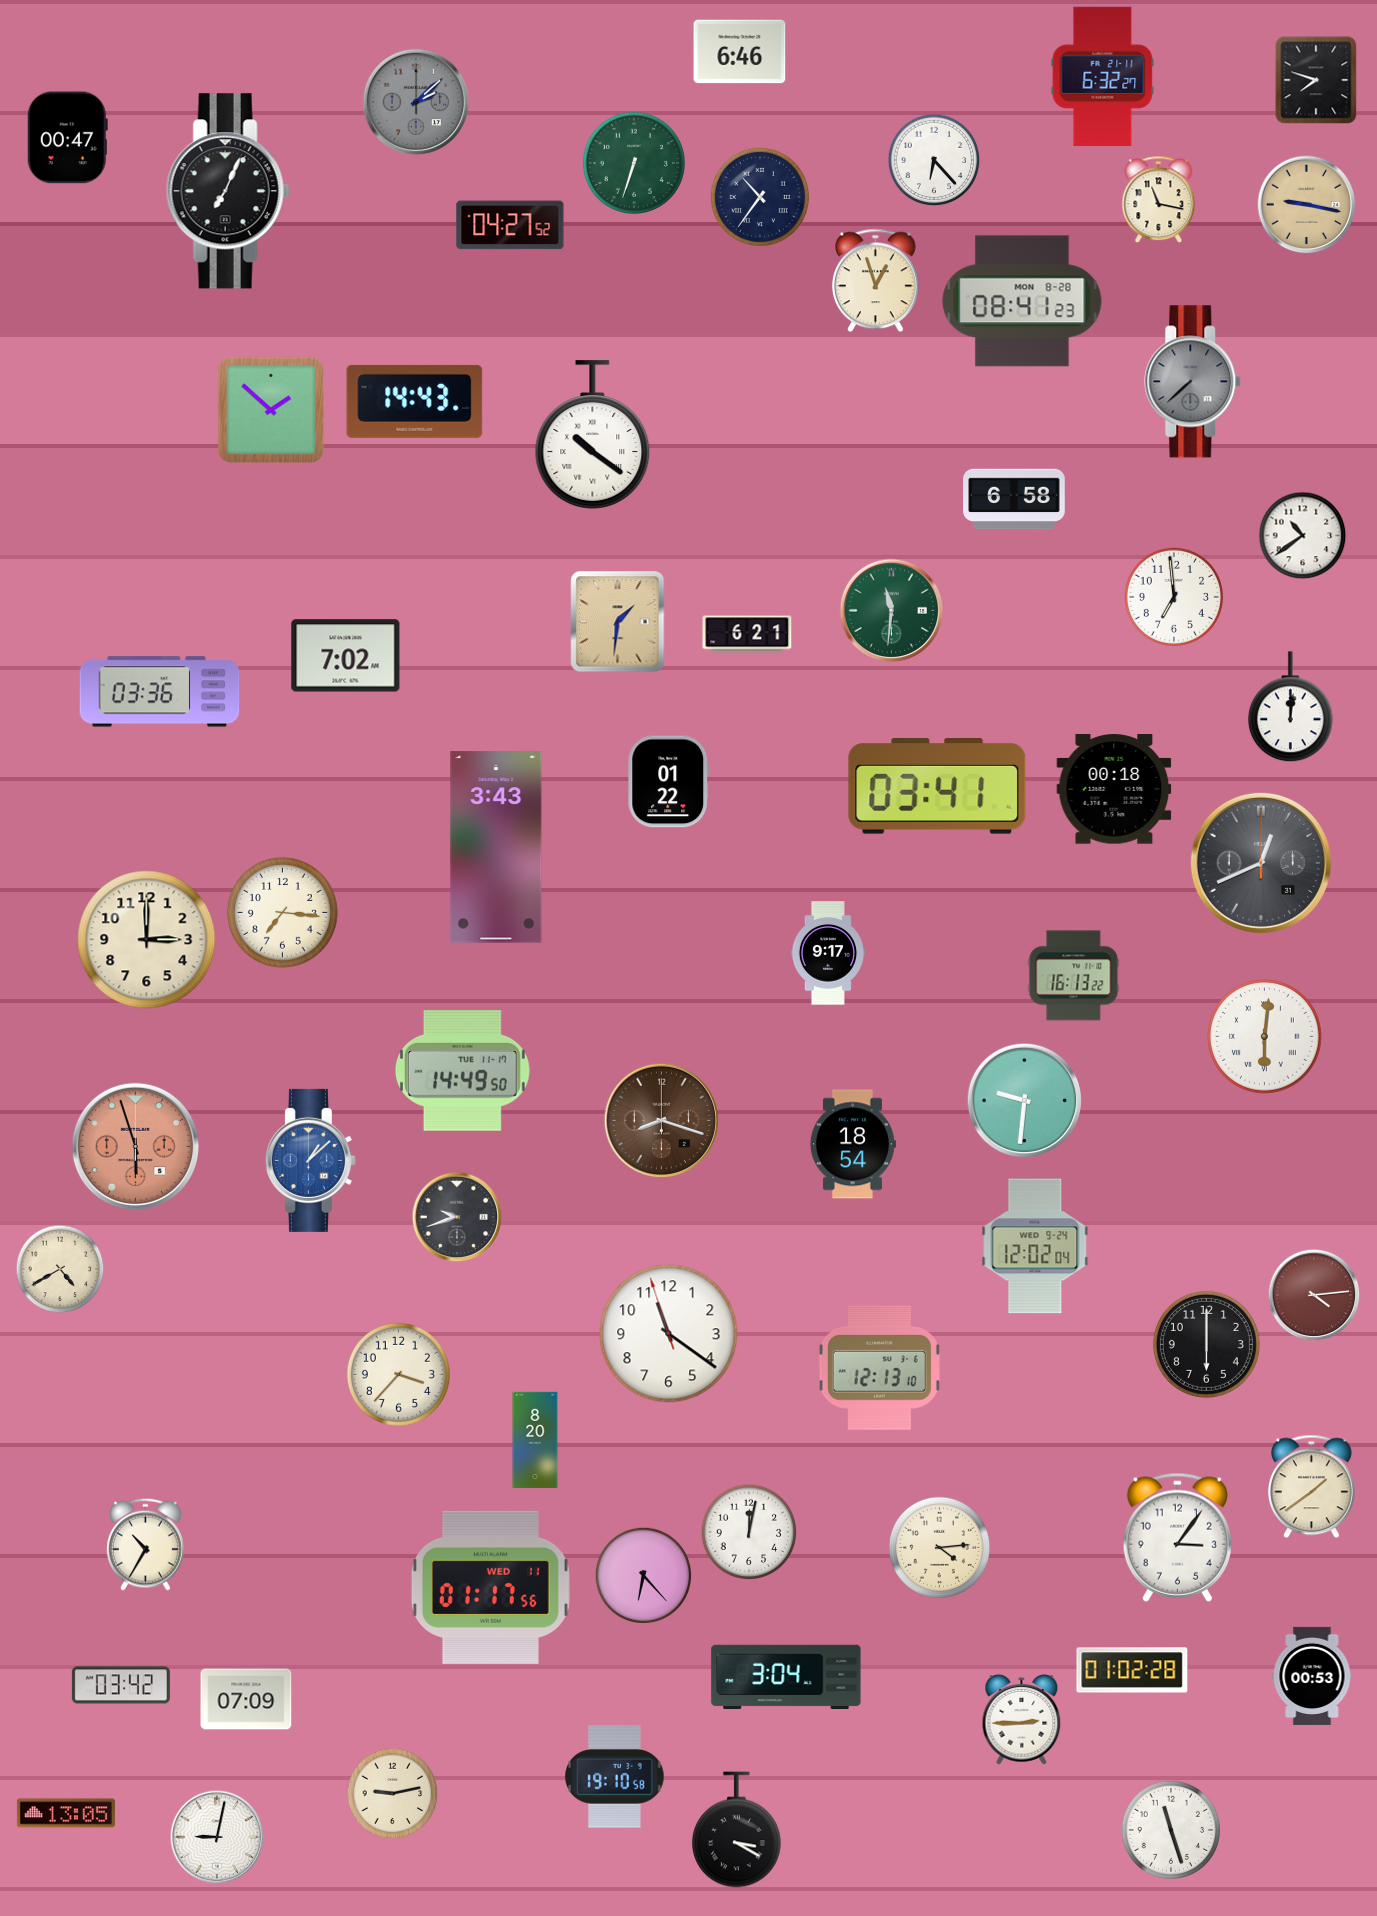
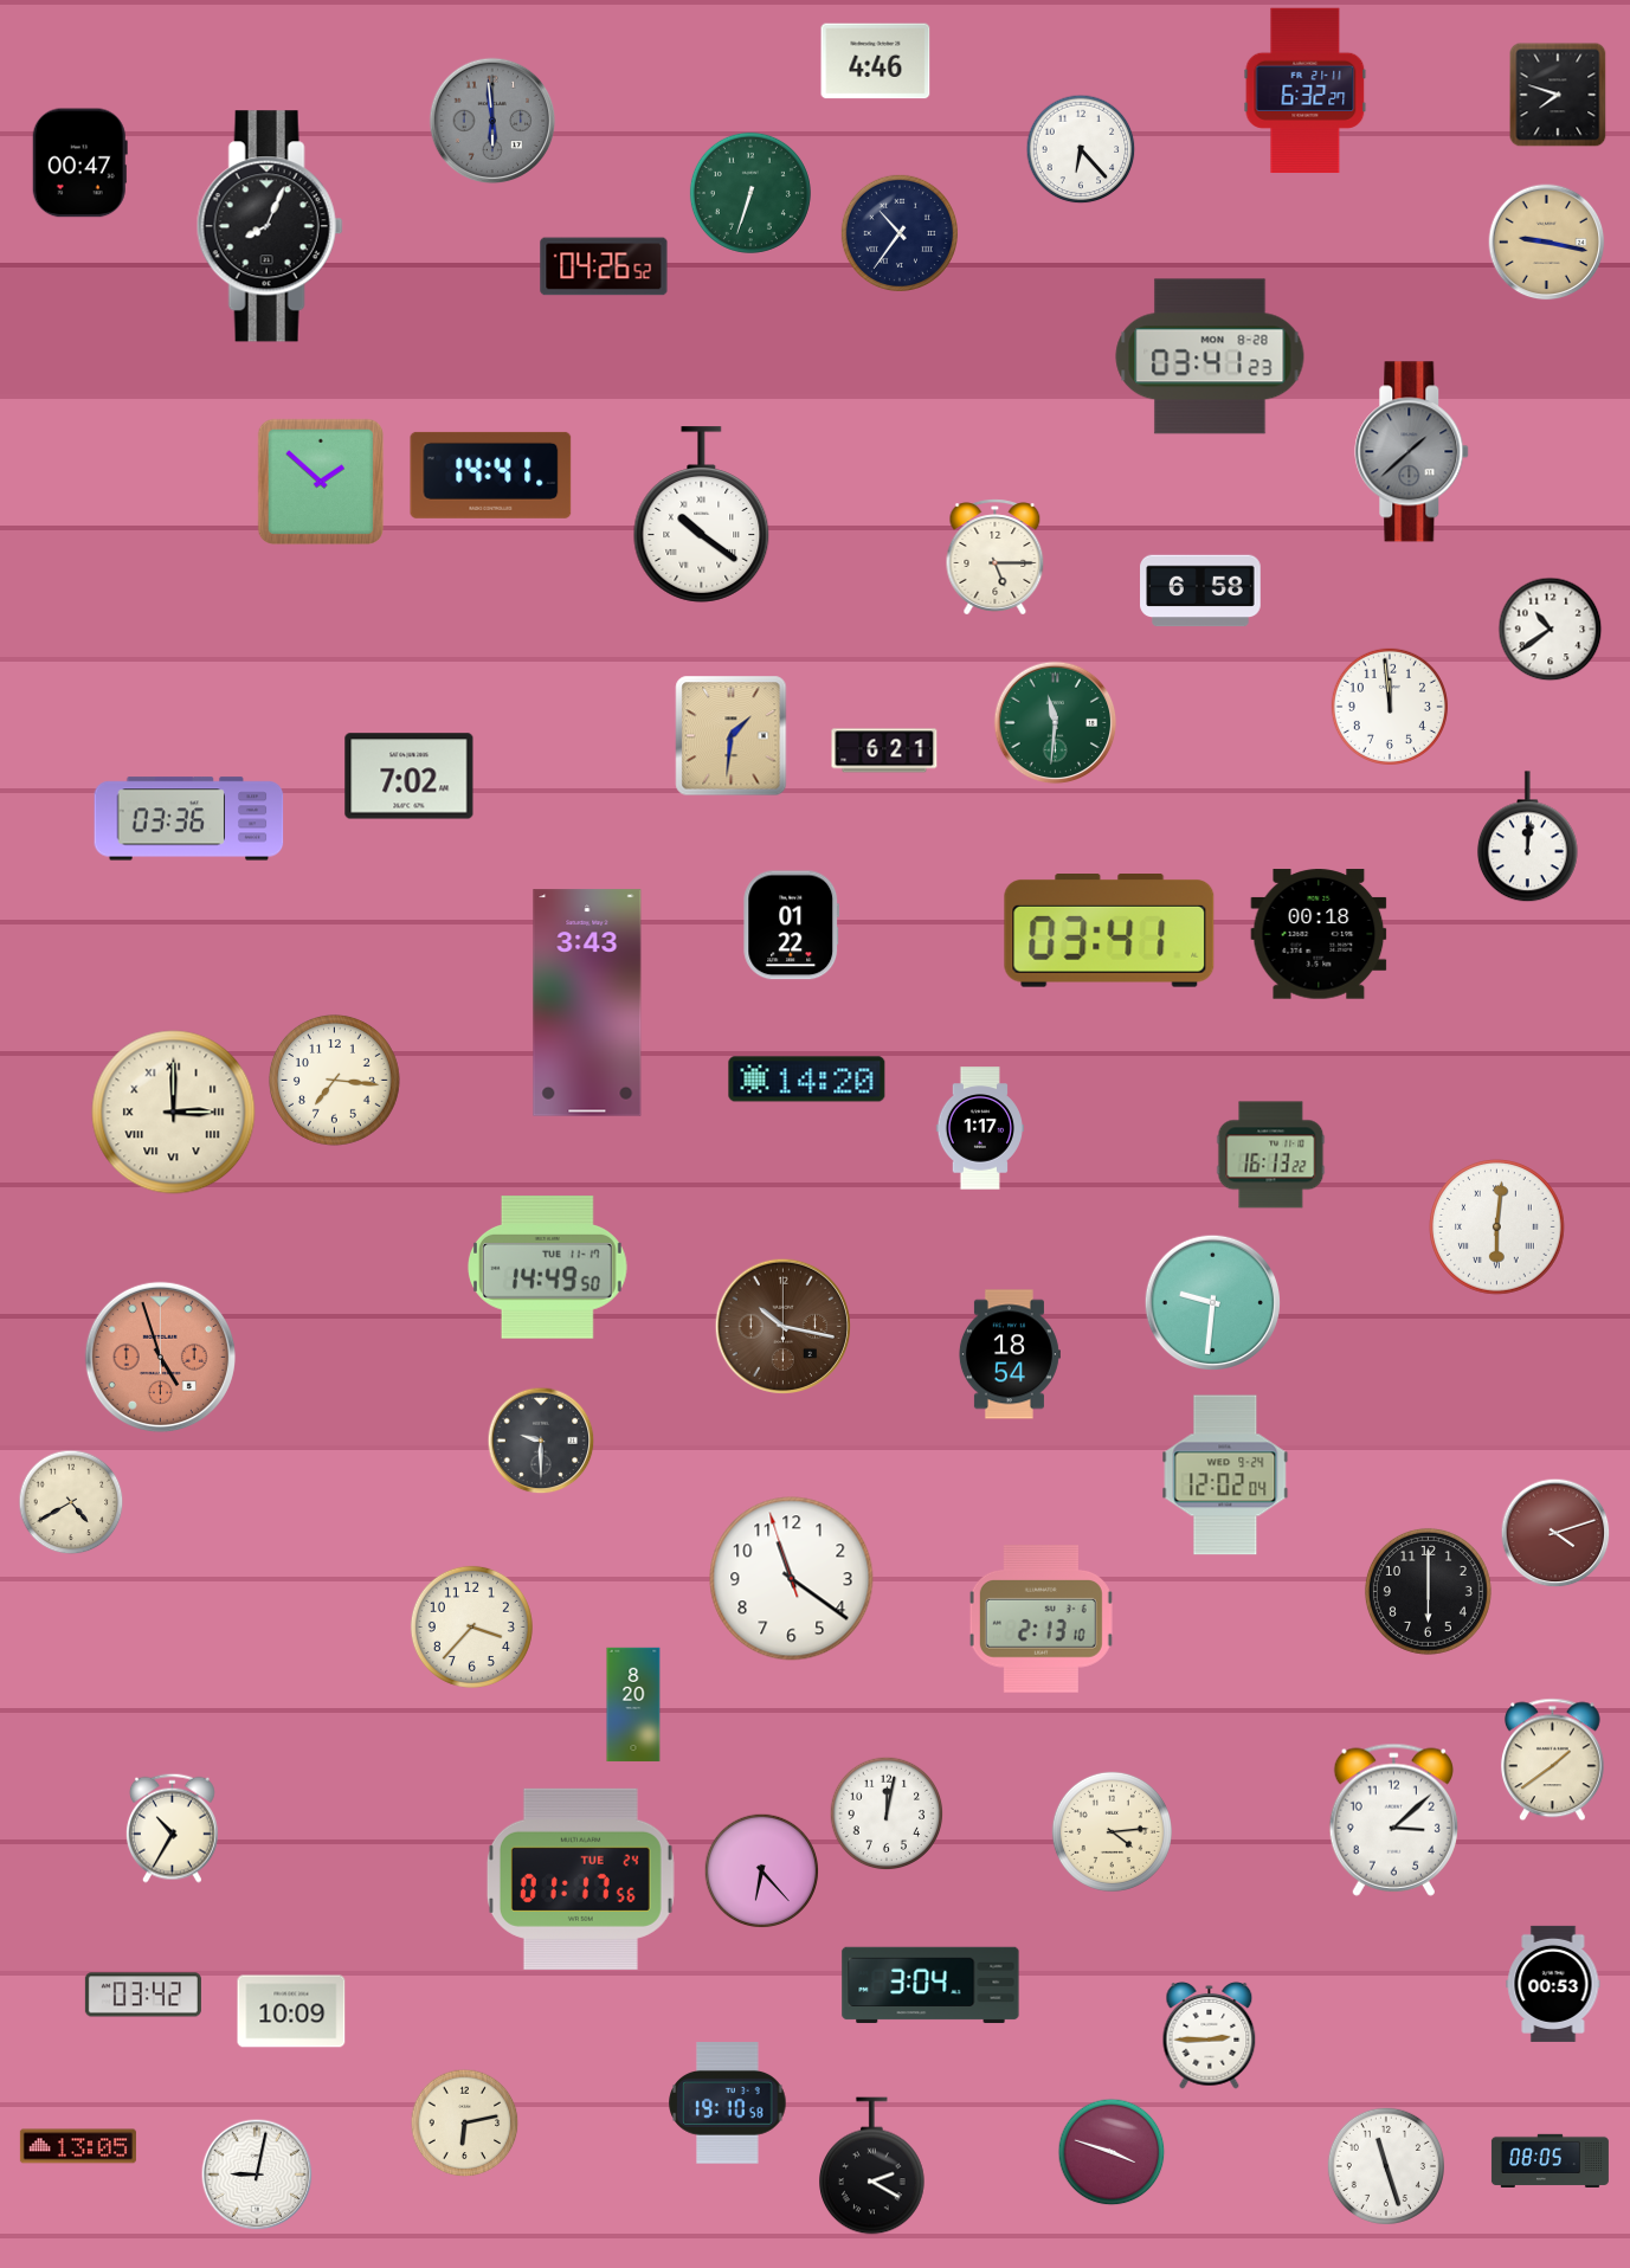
clock at (740, 52): 6:46 -> 4:46
clock at (416, 102): 2:08 -> 5:59
clock at (934, 160) position: (934, 160) -> (1081, 149)
clock at (228, 191): 7:04 -> 8:04
clock at (1159, 200): 11:17 -> none
clock at (510, 225): 04:27 -> 04:26
clock at (875, 281): 12:57 -> none
clock at (1022, 301): 08:41 -> 03:41
clock at (1193, 382): 7:38 -> 1:38
clock at (415, 401): 14:43 -> 14:41
clock at (270, 409) position: (270, 409) -> (320, 481)
clock at (996, 558): none -> 5:15
clock at (1303, 536) position: (1303, 536) -> (1551, 630)
clock at (1174, 597): 6:59 -> 11:59
clock at (1261, 863): 12:41 -> none
clock at (807, 1080): none -> 14:20
clock at (147, 940) numerals: Arabic -> Roman
clock at (827, 953): 9:17 -> 1:17
clock at (661, 1120): 8:18 -> 10:17
clock at (135, 1146): 5:57 -> 4:57
clock at (310, 1160): 1:08 -> none
clock at (457, 1217): 9:42 -> 9:30
clock at (1314, 1295): 4:14 -> 4:12
clock at (879, 1368): 12:13 -> 2:13
clock at (1177, 1537): 3:06 -> 3:08
clock at (644, 1576) position: (644, 1576) -> (762, 1871)
clock at (490, 1587) date: WED 11 -> TUE 24
clock at (1132, 1670): 01:02 -> none
clock at (246, 1699): 07:09 -> 10:09
clock at (393, 1794): 9:13 -> 6:13
clock at (1112, 2152): none -> 3:48
clock at (1550, 2160): none -> 08:05
clock at (737, 1830): 3:20 -> 2:20
